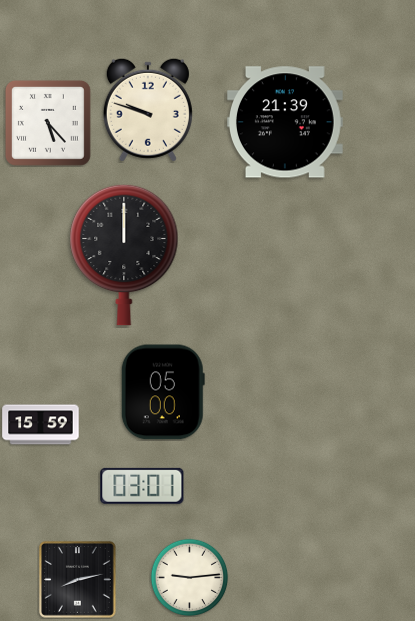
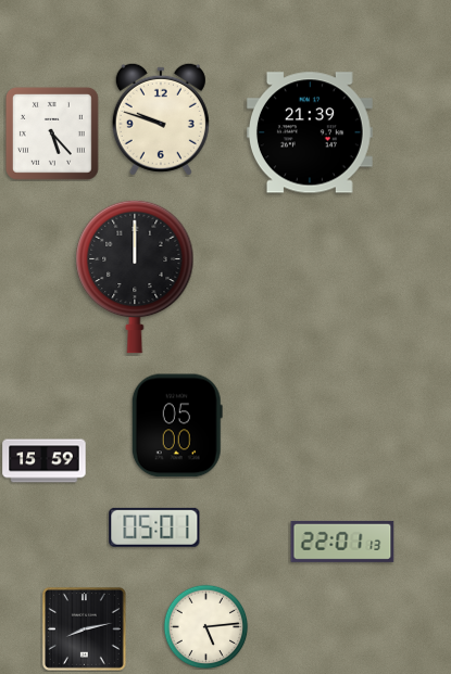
clock at (142, 486): 03:01 -> 05:01
clock at (342, 542): none -> 22:01
clock at (189, 577): 9:14 -> 5:14
